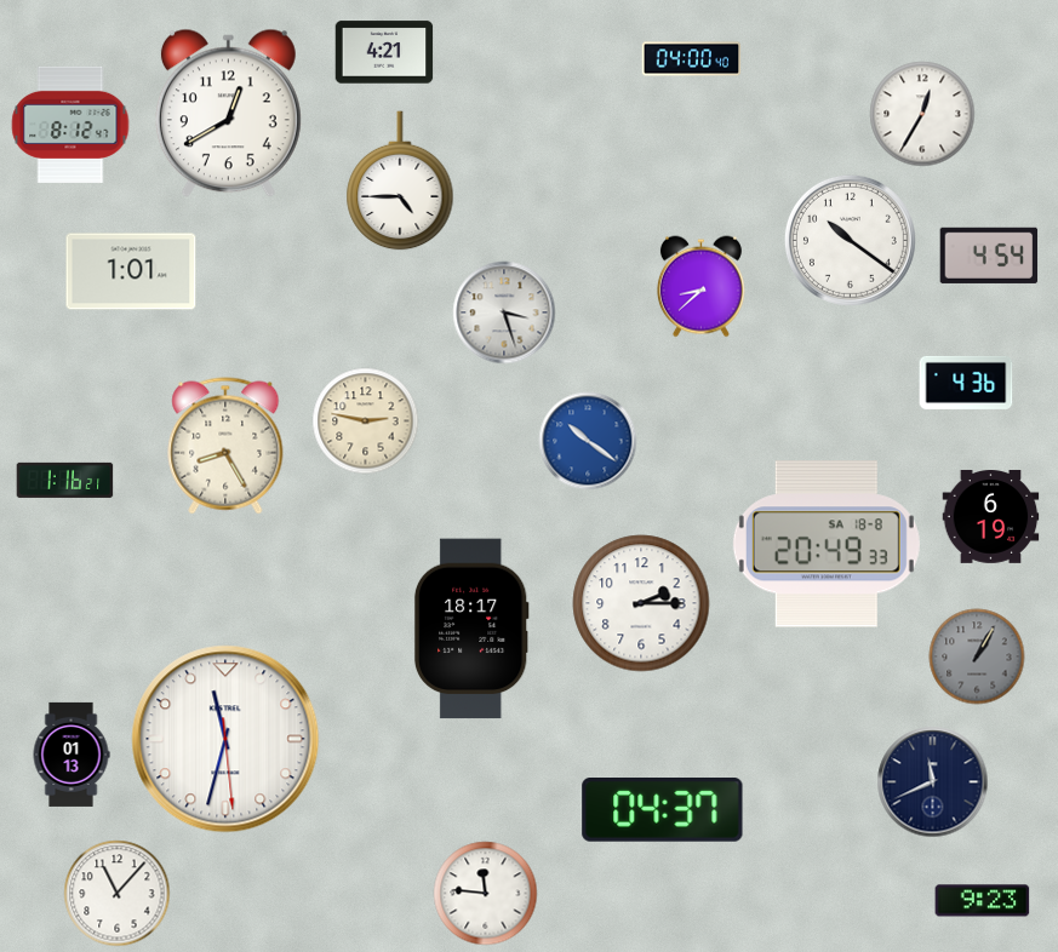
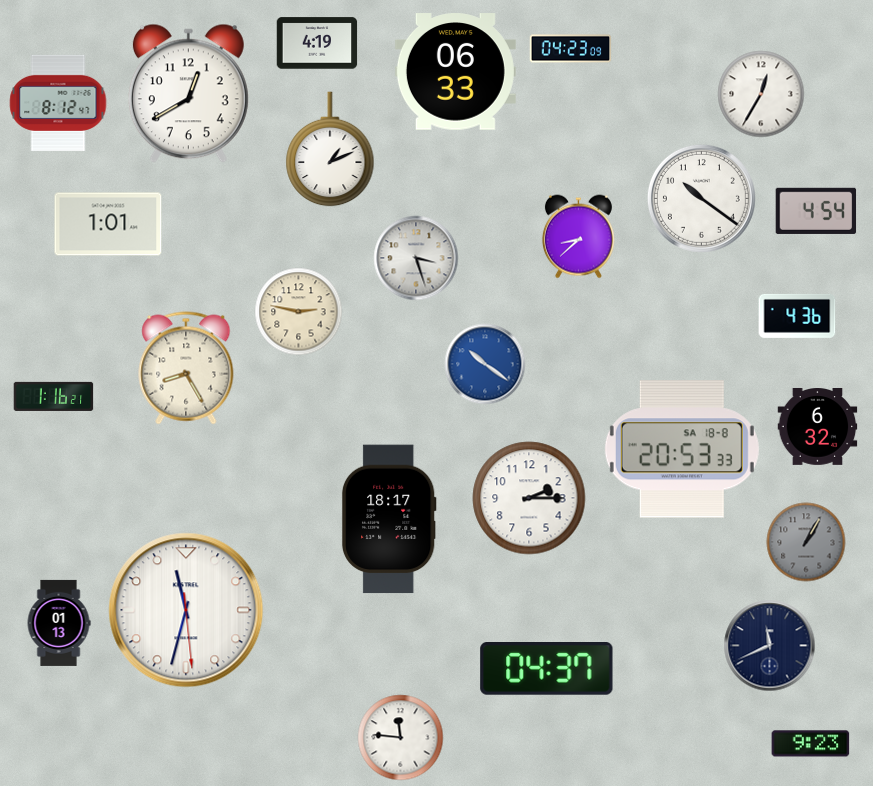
clock at (384, 52): 4:21 -> 4:19
clock at (692, 59): 04:00 -> 04:23
clock at (455, 72): none -> 06:33
clock at (400, 180): 4:45 -> 1:11
clock at (366, 421) position: (366, 421) -> (299, 312)
clock at (991, 517): 6:19 -> 6:32
clock at (827, 544): 20:49 -> 20:53
clock at (118, 894): 11:07 -> none
